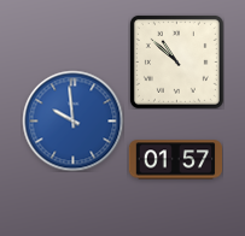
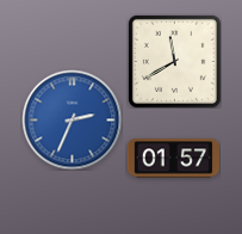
clock at (176, 61): 10:52 -> 11:40
clock at (72, 120): 9:59 -> 2:34
